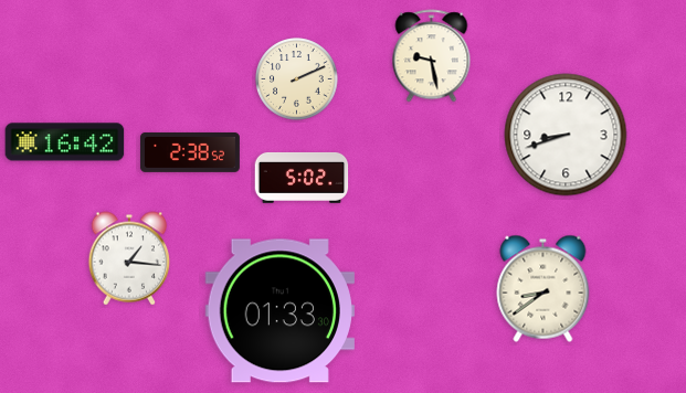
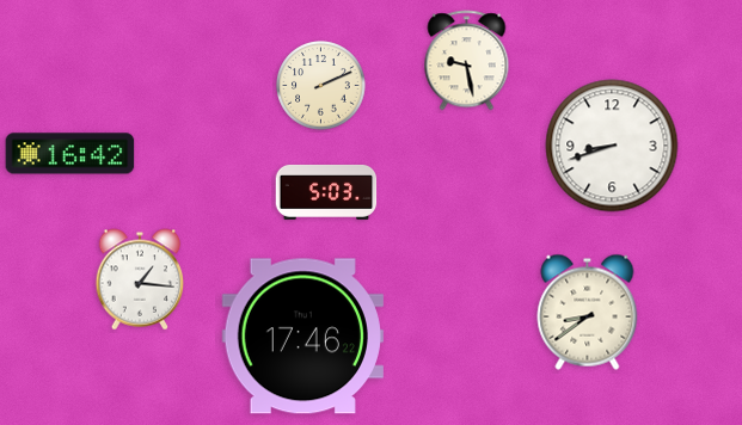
clock at (190, 152): 2:38 -> none
clock at (302, 178): 5:02 -> 5:03
clock at (279, 311): 01:33 -> 17:46
